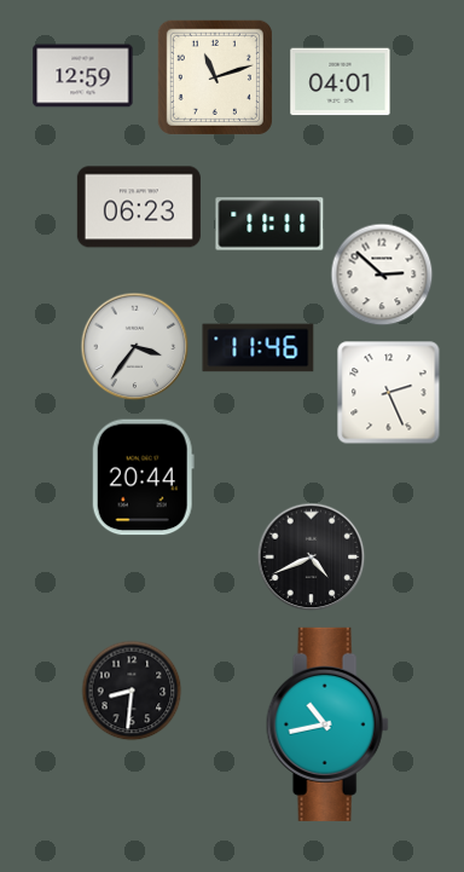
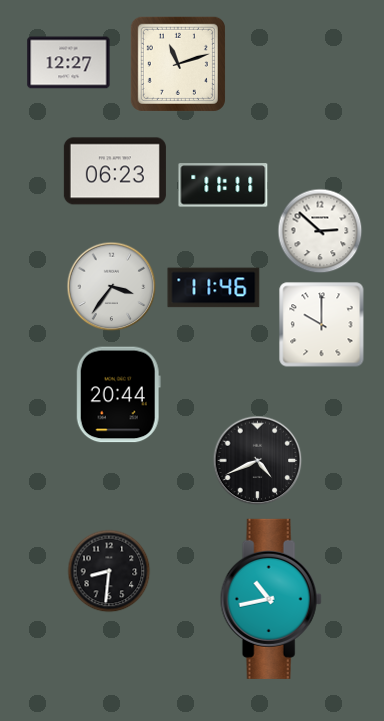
clock at (83, 76): 12:59 -> 12:27
clock at (341, 82): 04:01 -> none
clock at (382, 275) position: (382, 275) -> (320, 231)
clock at (389, 393): 2:26 -> 10:00
